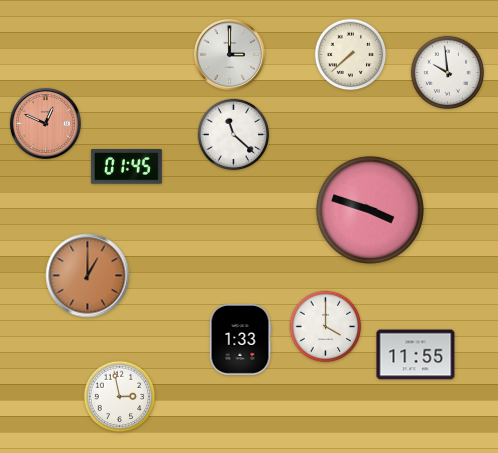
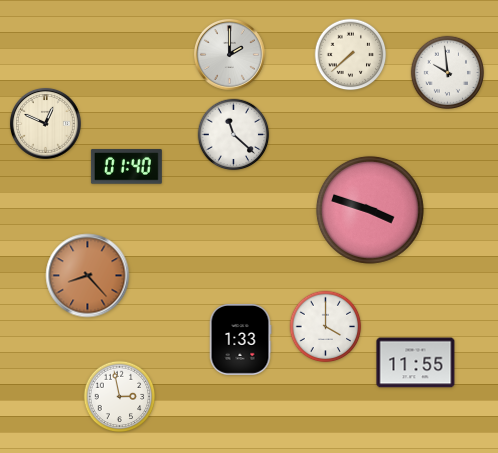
clock at (229, 54): 3:00 -> 2:00
clock at (45, 123) dial: salmon -> cream
clock at (126, 167): 01:45 -> 01:40
clock at (88, 276): 1:00 -> 8:23
clock at (416, 355) position: (416, 355) -> (416, 363)
